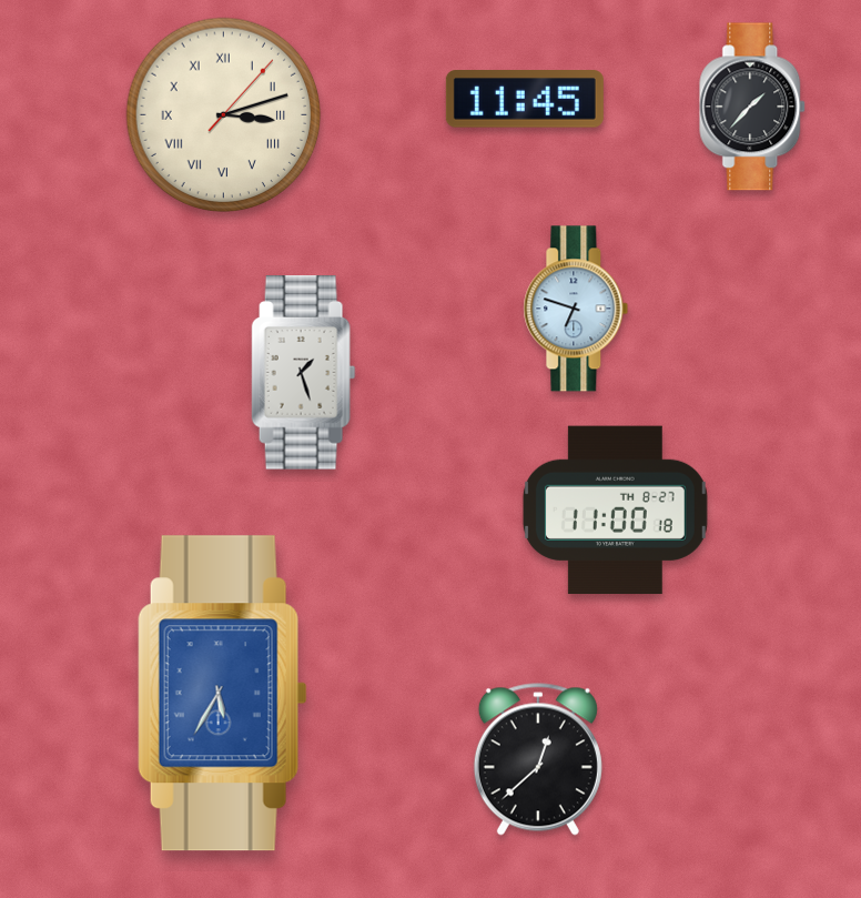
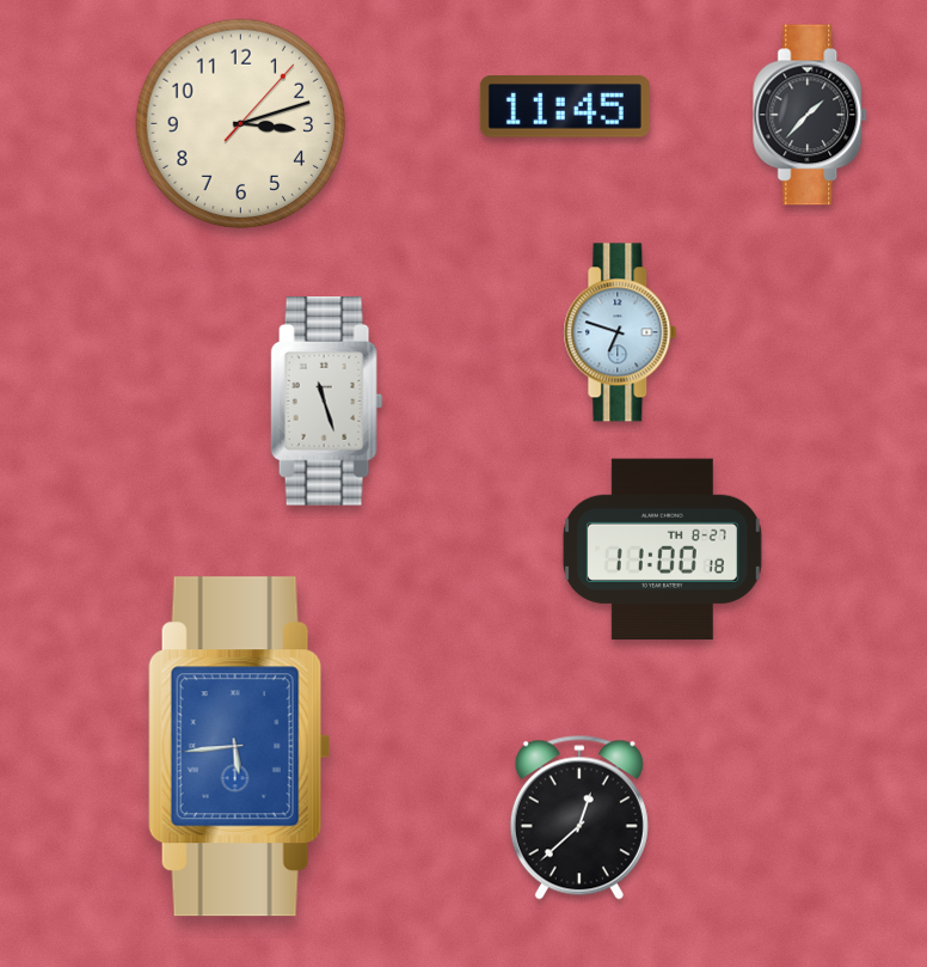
clock at (224, 115) numerals: Roman -> Arabic
clock at (304, 373): 1:27 -> 11:27
clock at (222, 694): 5:35 -> 5:44
